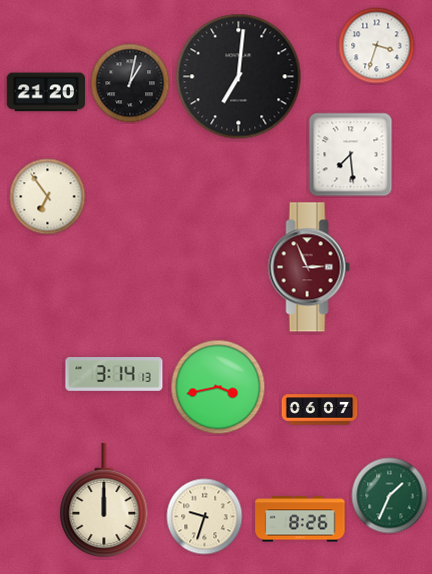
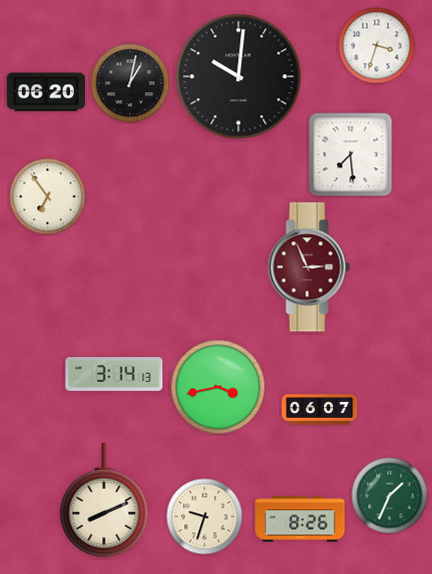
clock at (239, 77): 7:01 -> 10:01
clock at (45, 92): 21:20 -> 06:20
clock at (104, 499): 12:00 -> 8:11
